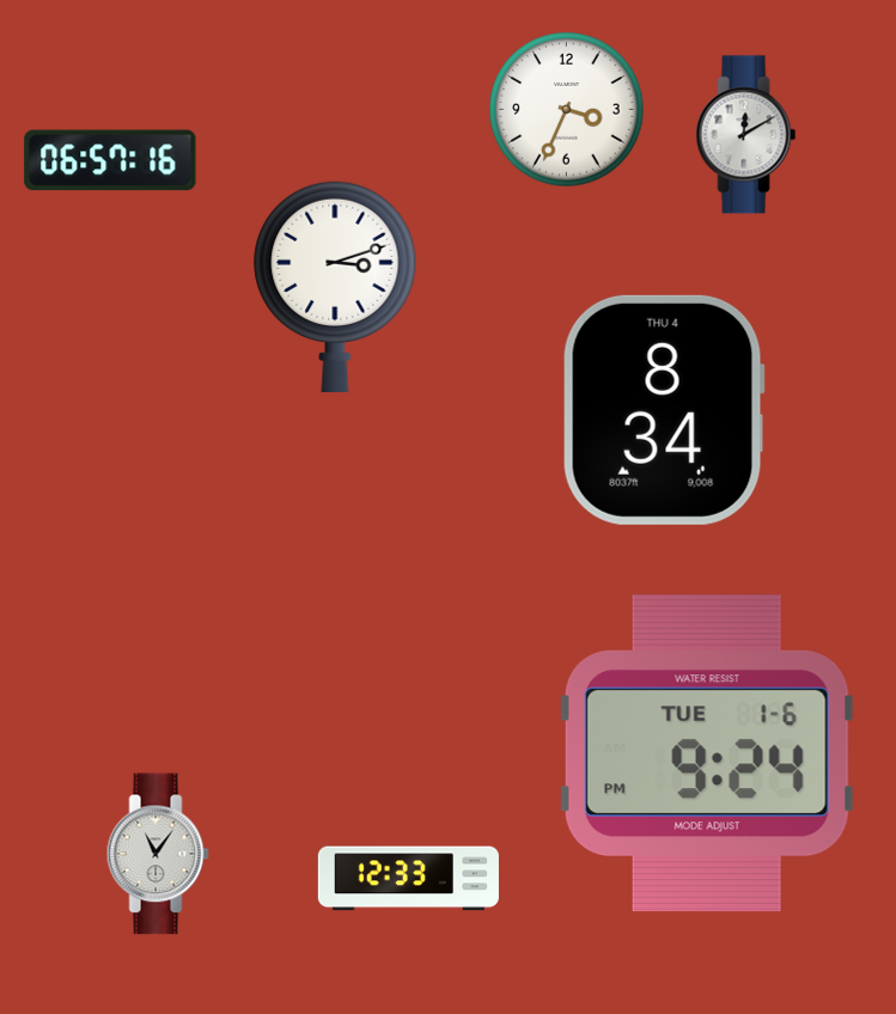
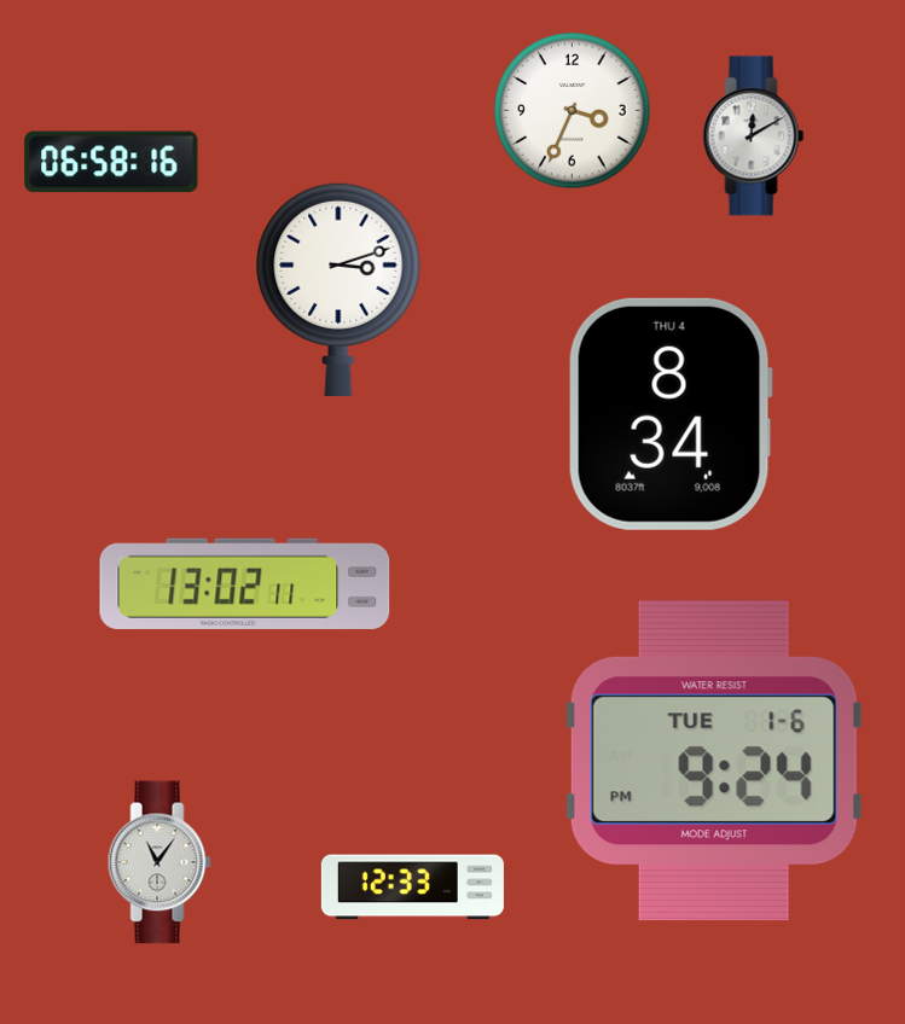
clock at (110, 160): 06:57 -> 06:58
clock at (245, 583): none -> 13:02
